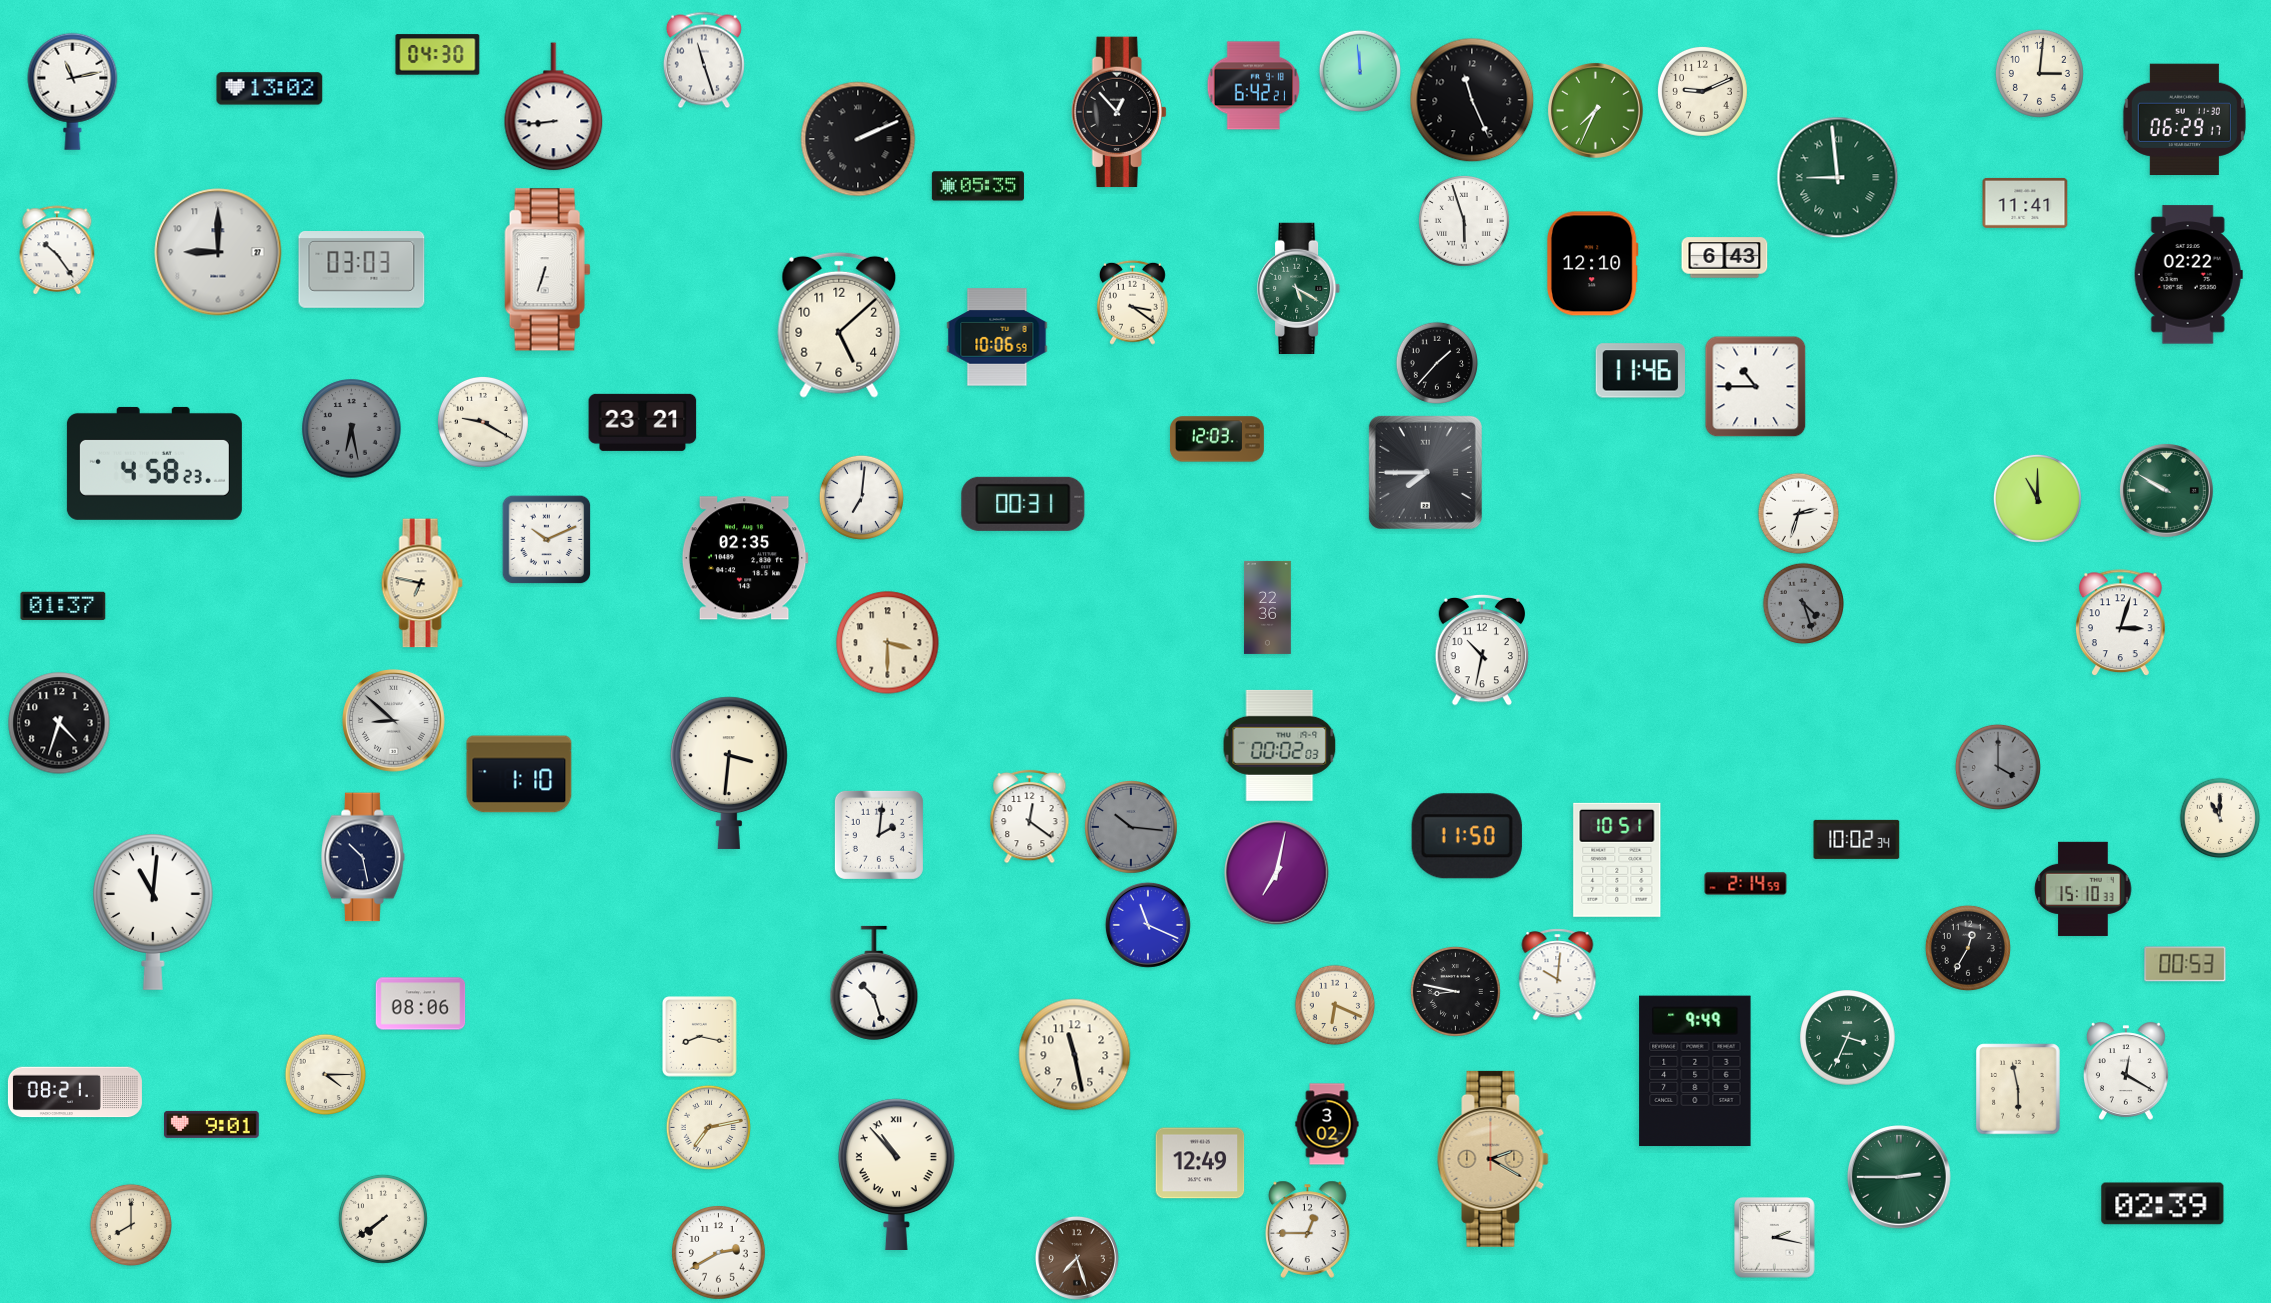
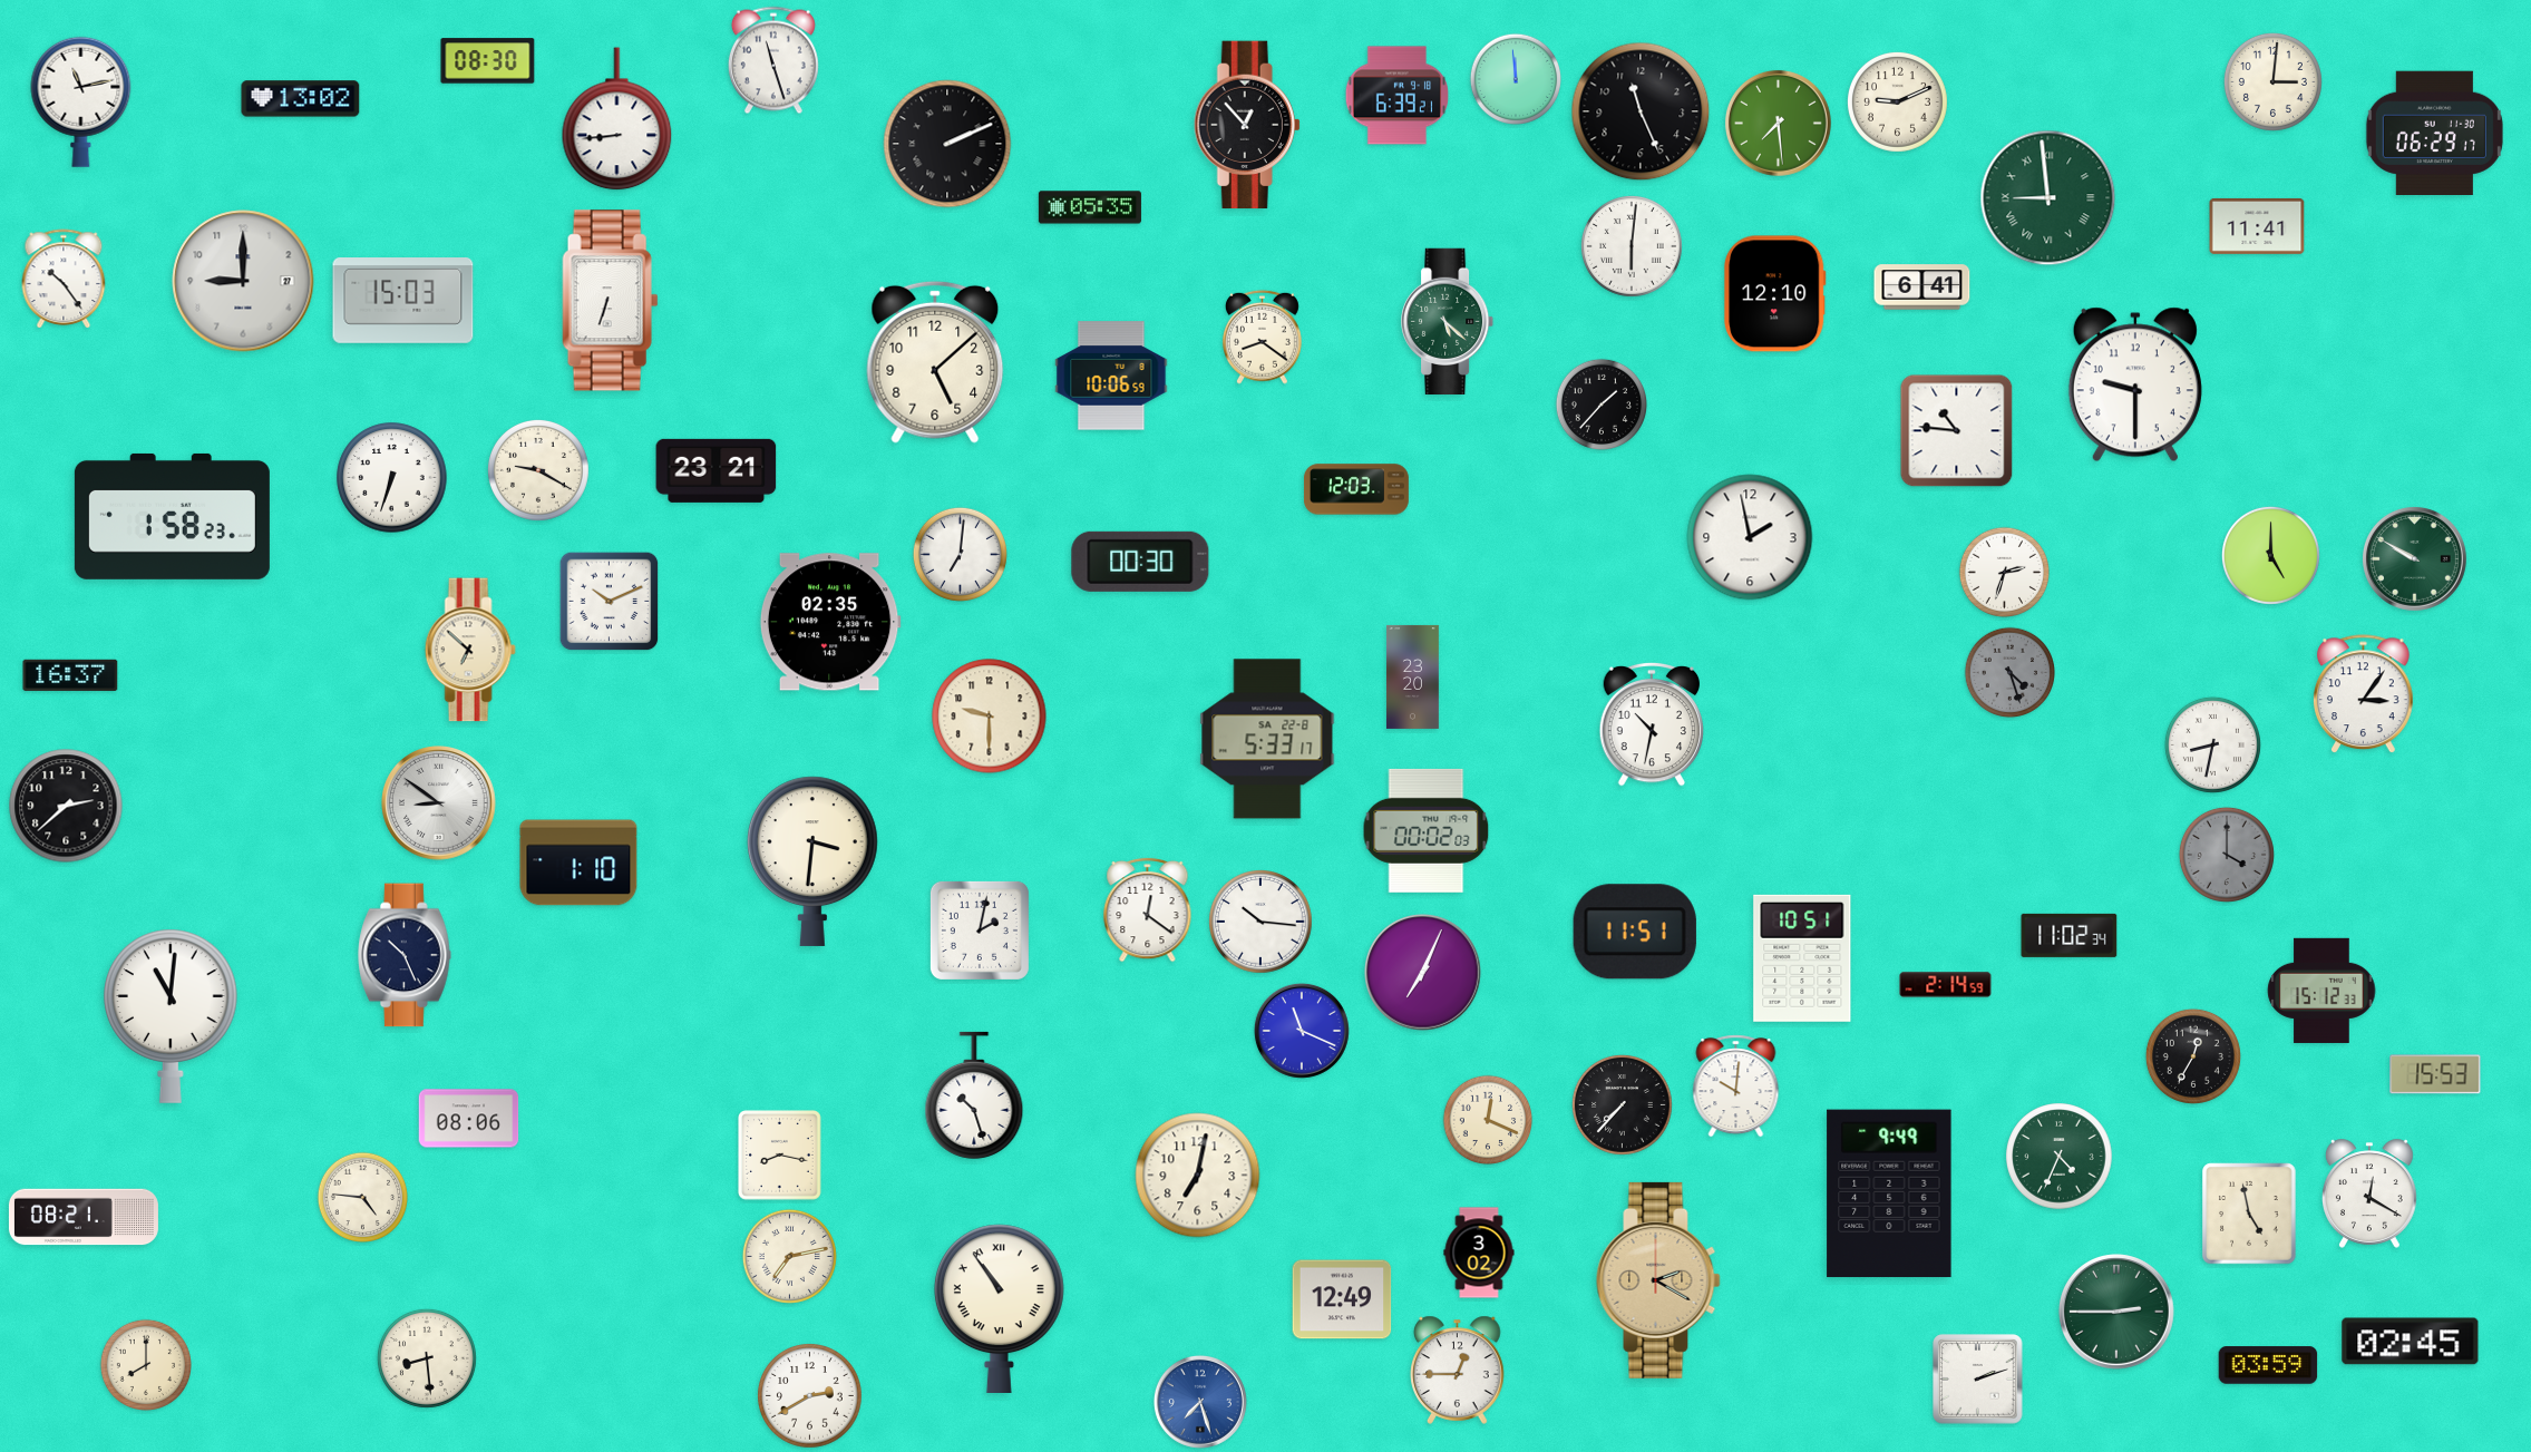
clock at (438, 55): 04:30 -> 08:30
clock at (704, 60) position: (704, 60) -> (773, 60)
clock at (1253, 86): 6:42 -> 6:39
clock at (1596, 111): 7:34 -> 7:29
clock at (858, 139) position: (858, 139) -> (947, 144)
clock at (1464, 221): 5:57 -> 6:01
clock at (1725, 258): 6:43 -> 6:41
clock at (362, 270): 03:03 -> 15:03
clock at (2188, 275): 02:22 -> none
clock at (1300, 288): 5:20 -> 5:22
clock at (1132, 302): 3:21 -> 8:21
clock at (2135, 384): none -> 9:30
clock at (1641, 371): 11:46 -> none
clock at (1756, 387): 10:45 -> 10:46
clock at (352, 429): 6:28 -> 6:33
clock at (352, 429) dial: grey -> white
clock at (154, 463): 4:58 -> 1:58
clock at (1425, 472): 7:45 -> none
clock at (1750, 537): none -> 1:58
clock at (2166, 490) position: (2166, 490) -> (2414, 558)
clock at (2037, 498): 11:00 -> 5:00
clock at (1023, 504): 00:31 -> 00:30
clock at (422, 583): 6:47 -> 6:52
clock at (63, 606): 01:37 -> 16:37
clock at (1268, 607): 22:36 -> 23:20
clock at (2121, 623): 3:03 -> 3:06
clock at (888, 643): 3:30 -> 9:30
clock at (1267, 739): none -> 5:33
clock at (2212, 744): none -> 8:32
clock at (394, 721): 8:52 -> 8:51
clock at (59, 723): 4:33 -> 2:38
clock at (2220, 818): 11:00 -> none
clock at (1132, 828) dial: grey -> white
clock at (879, 835): 2:01 -> 2:02
clock at (1467, 836): 11:50 -> 11:51
clock at (1857, 839): 10:02 -> 11:02
clock at (363, 857): 10:28 -> 10:26
clock at (1277, 873): 7:02 -> 7:04
clock at (2083, 889): 15:10 -> 15:12
clock at (1148, 925) position: (1148, 925) -> (1302, 1031)
clock at (2185, 964): 00:53 -> 15:53
clock at (1455, 991): 8:47 -> 7:37
clock at (1335, 1005): 6:19 -> 12:19
clock at (1848, 1038): 3:34 -> 4:34
clock at (1075, 1055): 11:28 -> 7:02
clock at (325, 1074): 4:15 -> 4:46
clock at (2018, 1089): 5:58 -> 4:58
clock at (212, 1124): 9:01 -> none
clock at (1493, 1159) position: (1493, 1159) -> (1658, 1280)
clock at (1200, 1163) position: (1200, 1163) -> (1342, 1299)
clock at (896, 1174): 10:53 -> 10:54
clock at (2163, 1204): 02:39 -> 02:45
clock at (383, 1219): 7:39 -> 8:29
clock at (2268, 1365): none -> 03:59
clock at (1775, 1238): 2:17 -> 2:12
clock at (719, 1253) position: (719, 1253) -> (810, 1396)
clock at (1077, 1258) dial: brown -> blue
